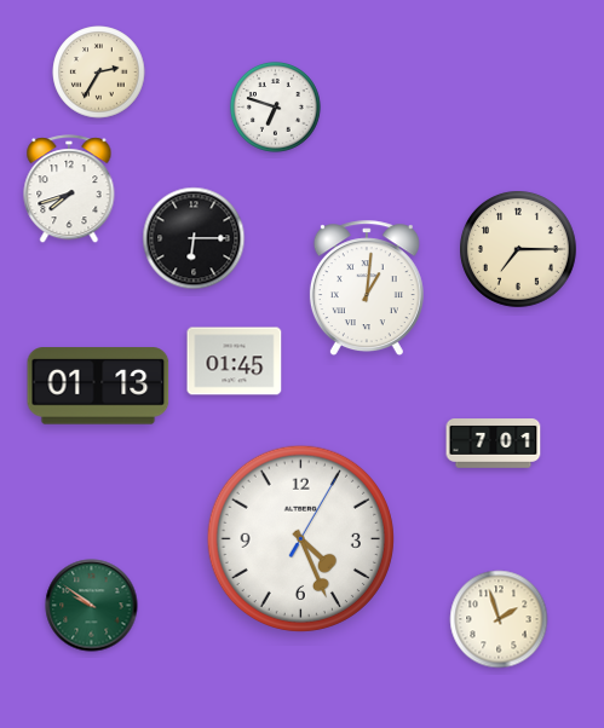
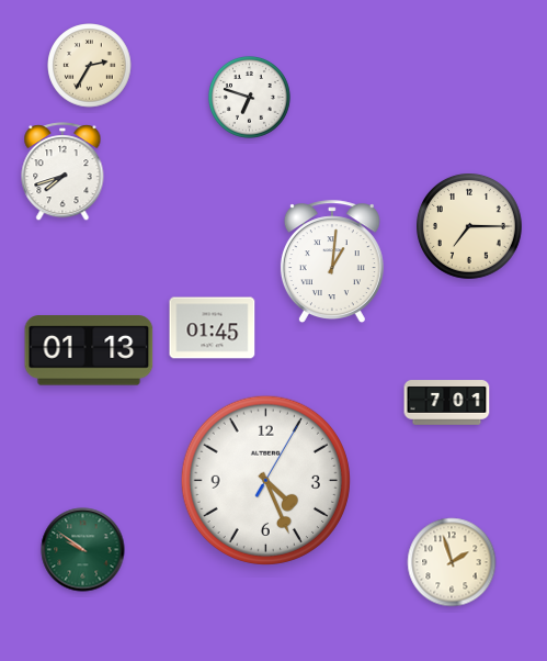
clock at (194, 238): 6:15 -> none
clock at (300, 538) position: (300, 538) -> (265, 480)
